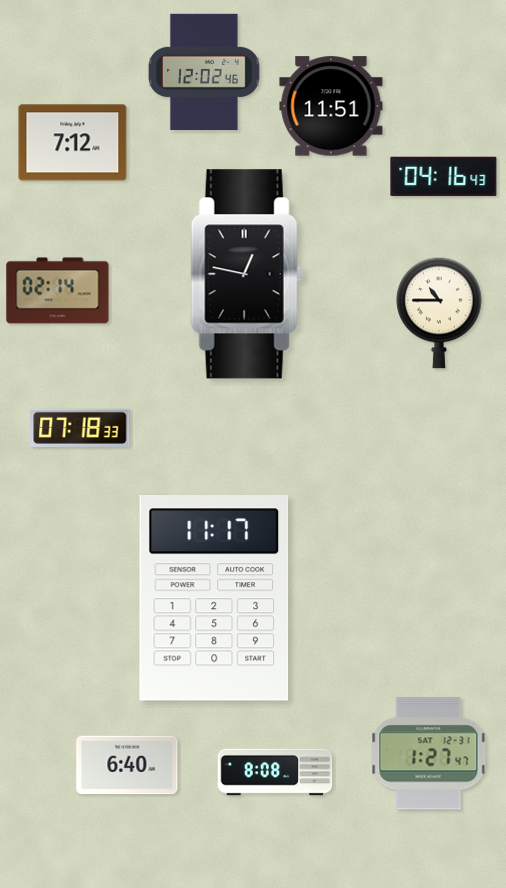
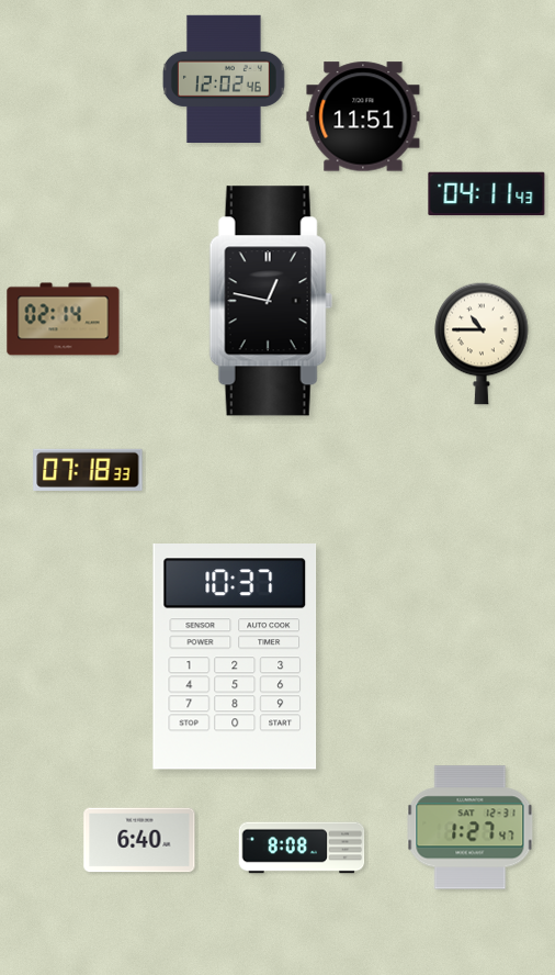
clock at (73, 143): 7:12 -> none
clock at (444, 177): 04:16 -> 04:11
clock at (214, 599): 11:17 -> 10:37
